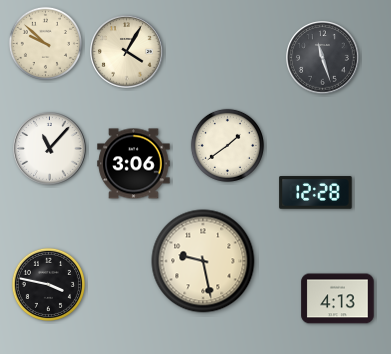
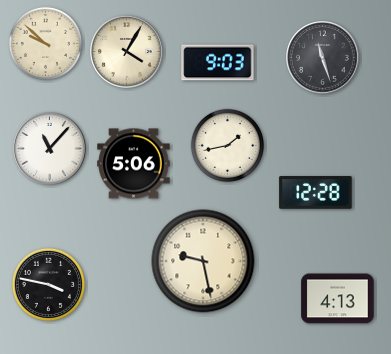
clock at (218, 63): none -> 9:03
clock at (227, 145): 1:39 -> 1:43
clock at (134, 164): 3:06 -> 5:06
